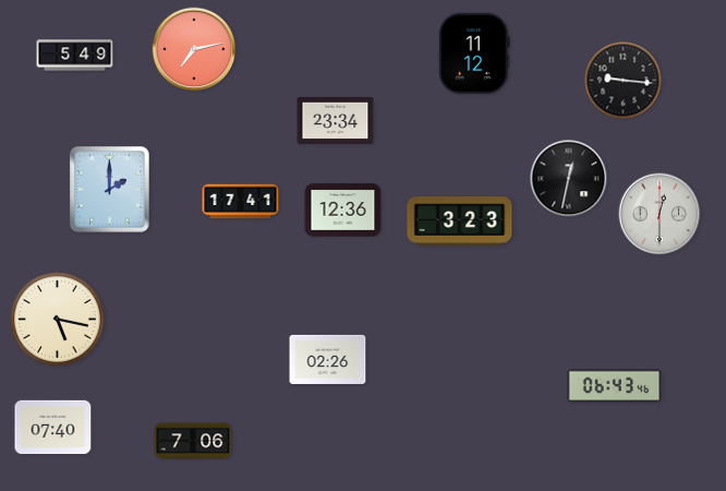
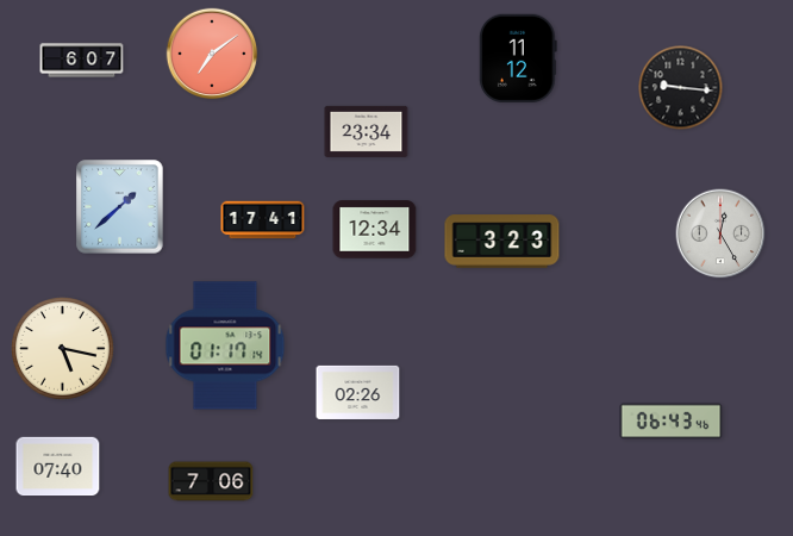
clock at (194, 49): 7:13 -> 7:09
clock at (75, 56): 5:49 -> 6:07
clock at (569, 179): 12:32 -> none
clock at (110, 190): 2:00 -> 1:38
clock at (343, 211): 12:36 -> 12:34
clock at (660, 214): 12:30 -> 12:25
clock at (225, 345): none -> 01:17
